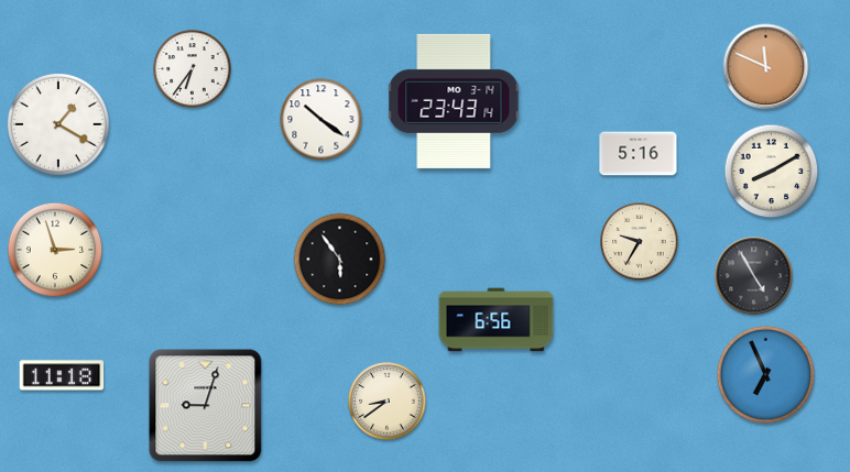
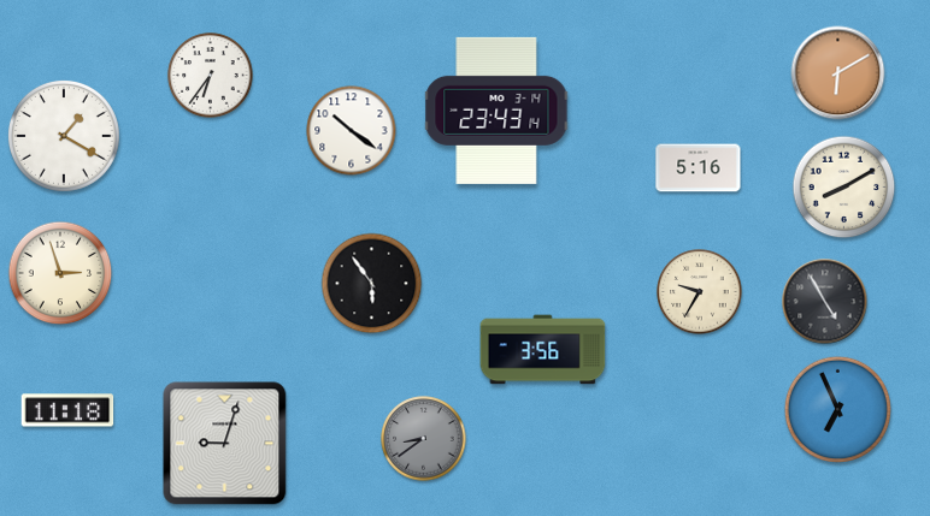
clock at (766, 67): 11:49 -> 6:10
clock at (640, 242) position: (640, 242) -> (700, 292)
clock at (497, 320): 6:56 -> 3:56
clock at (388, 402) dial: cream -> grey
